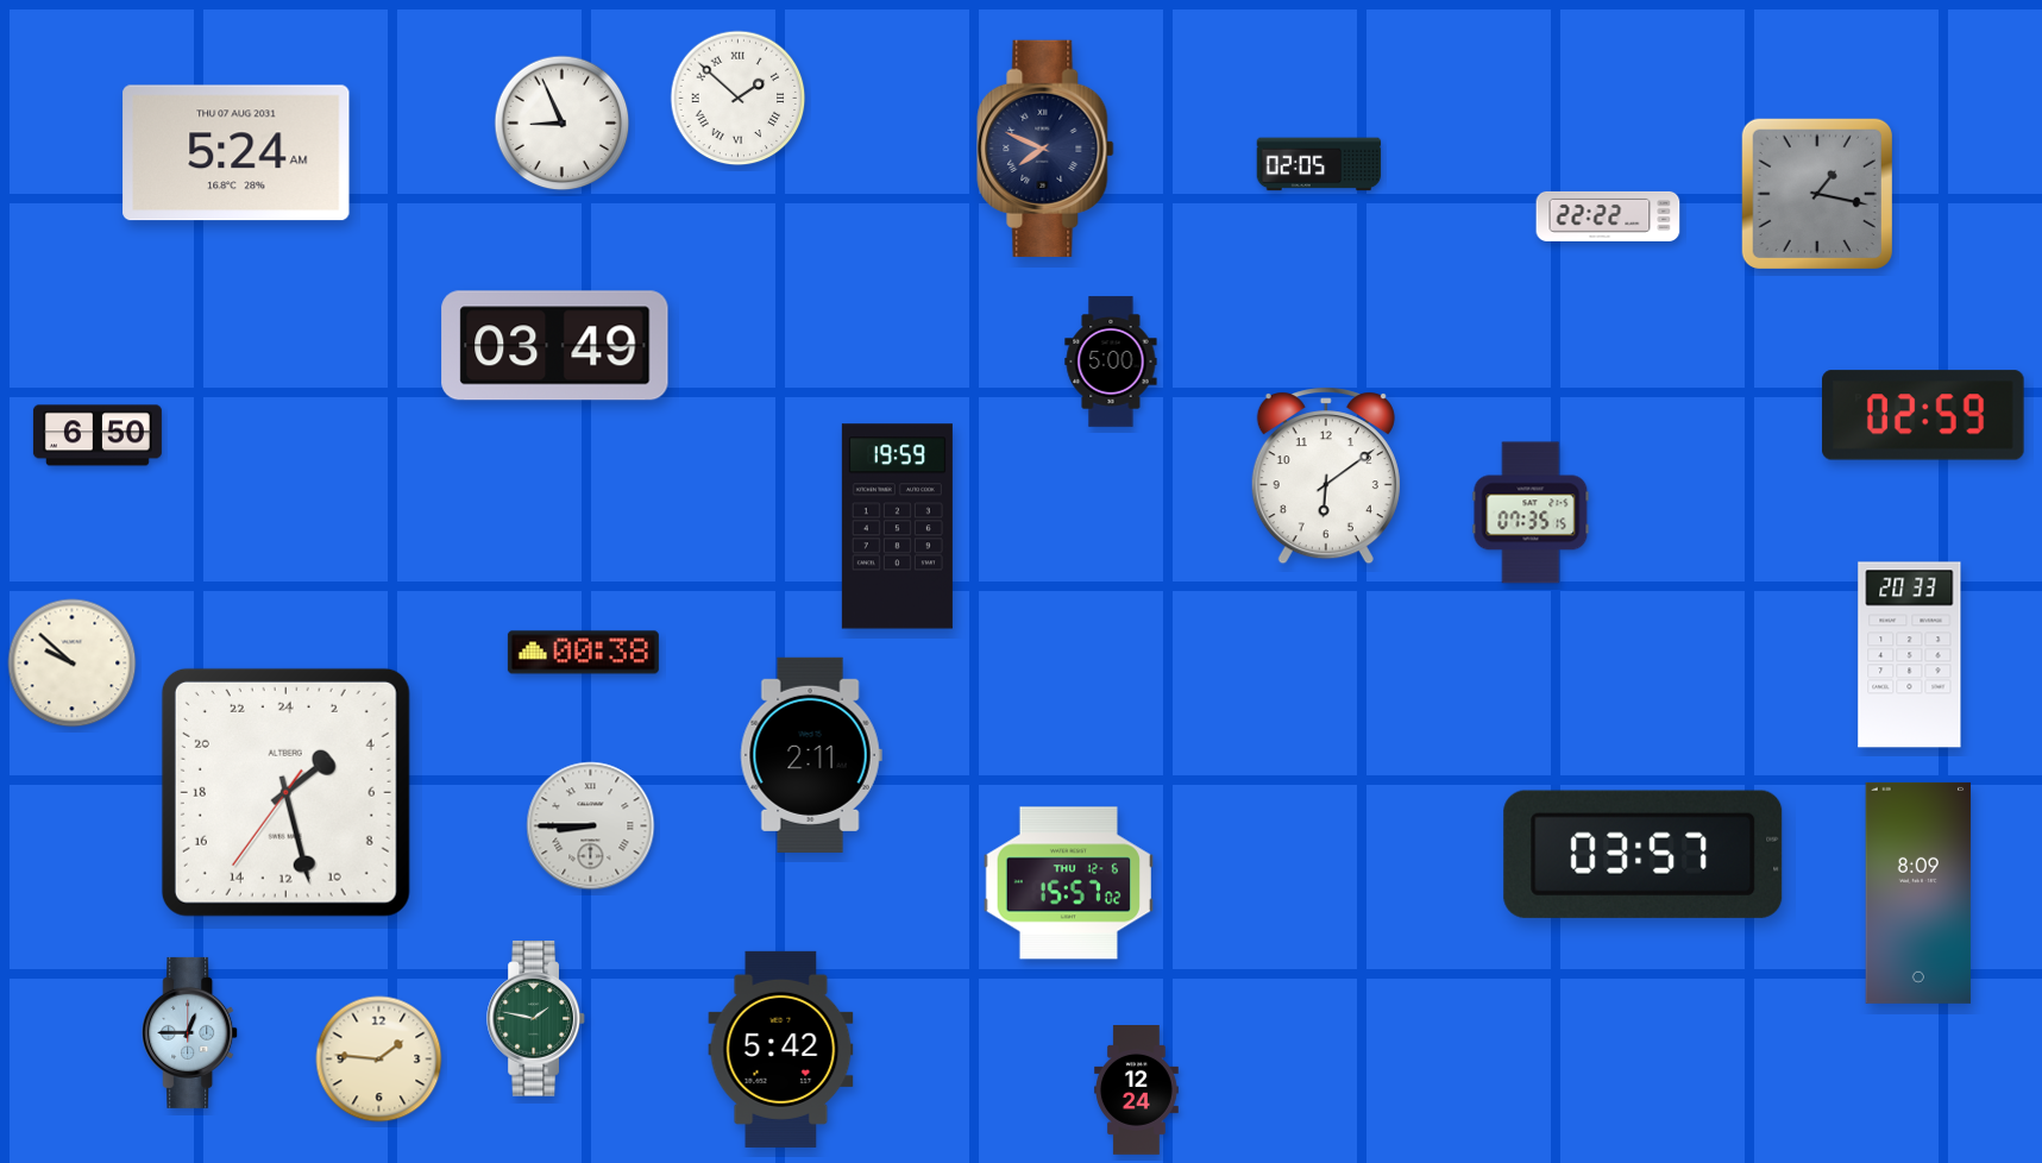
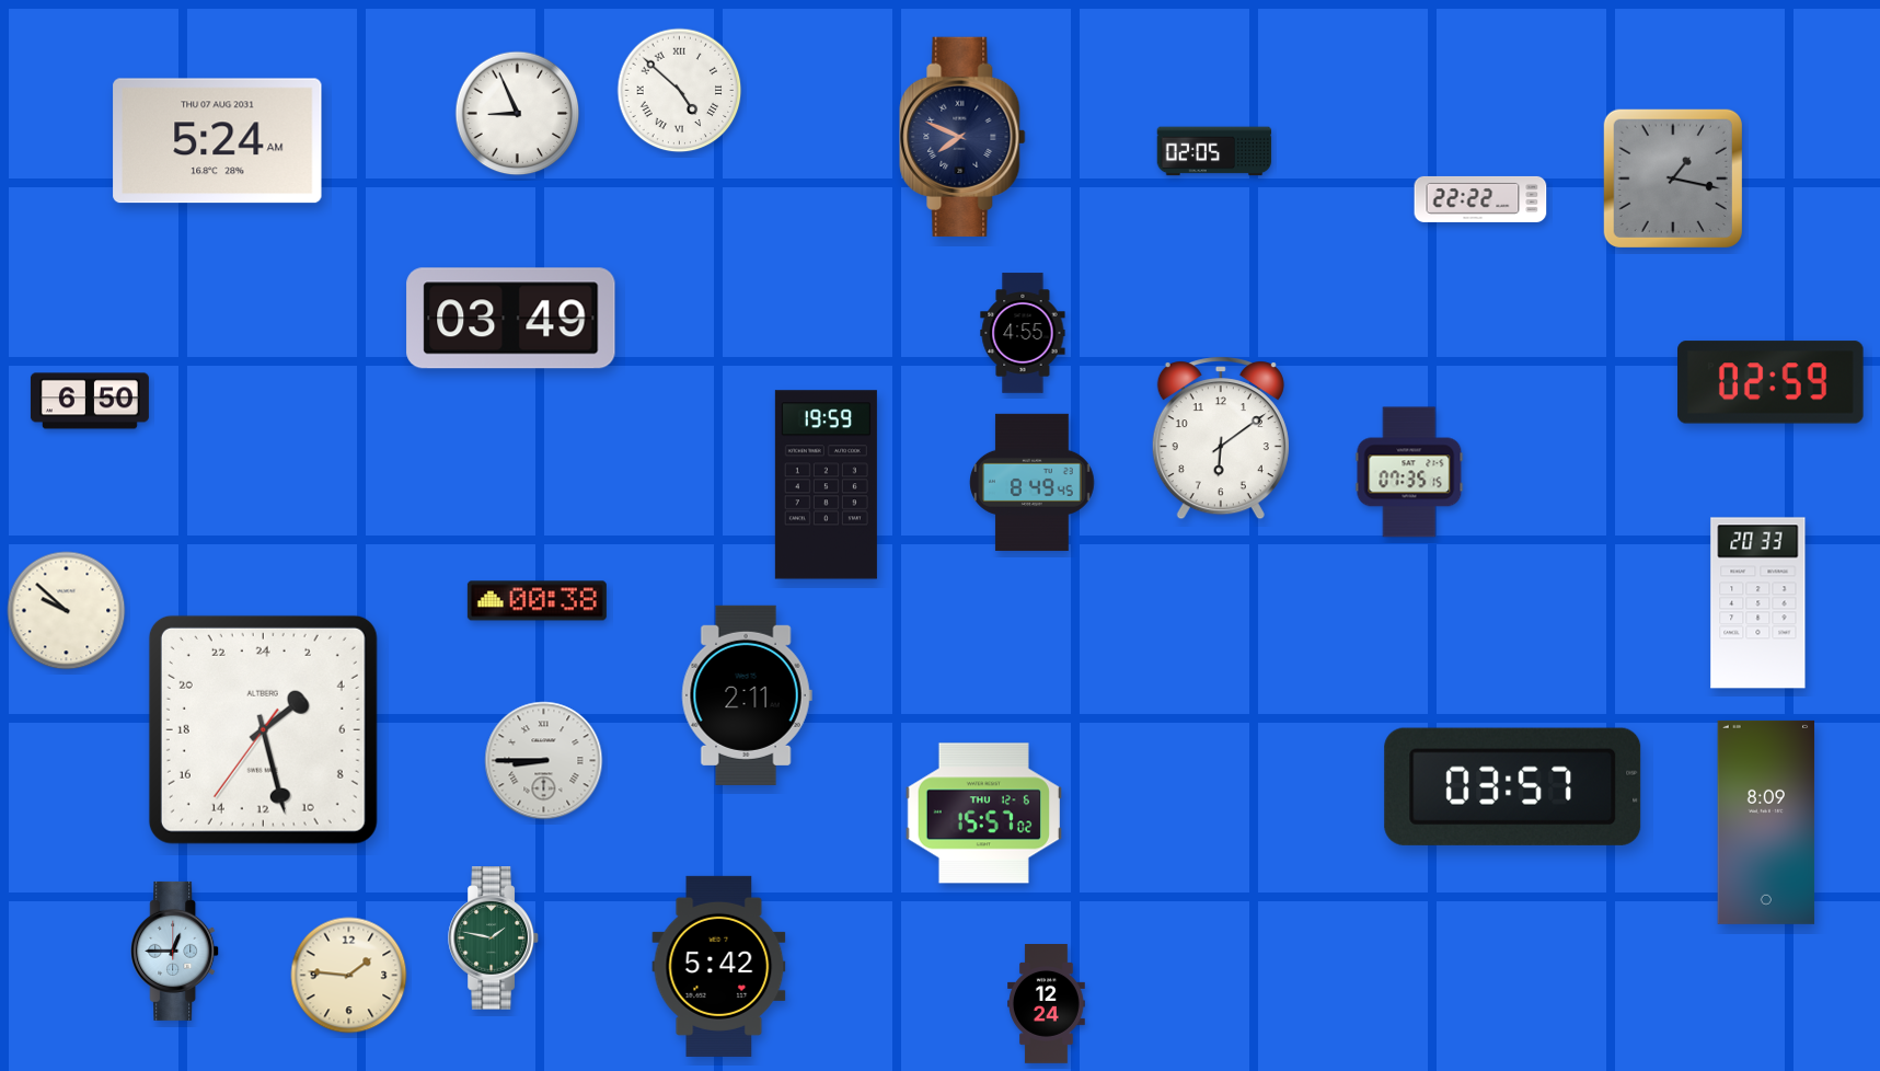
clock at (739, 99): 1:52 -> 4:52
clock at (1111, 362): 5:00 -> 4:55
clock at (1033, 482): none -> 8:49
